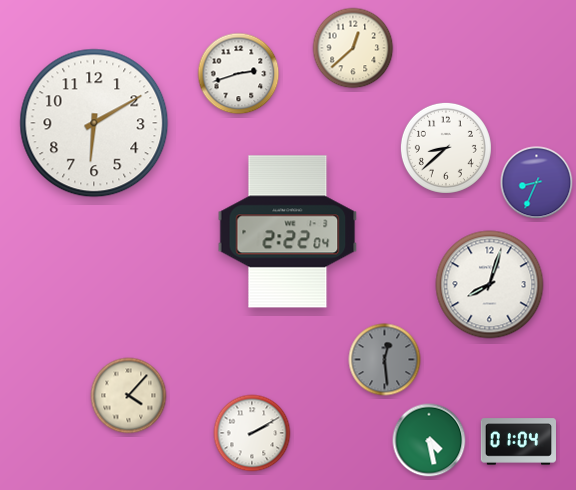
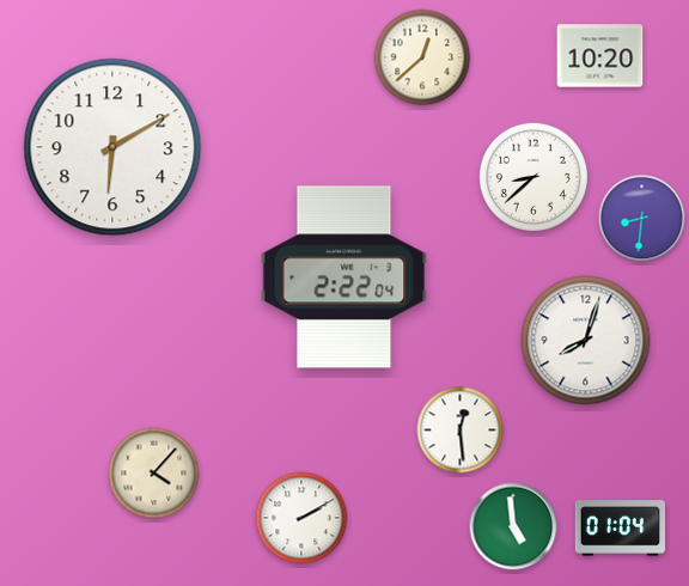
clock at (600, 56): none -> 10:20
clock at (239, 74): 2:42 -> none
clock at (537, 183): 8:34 -> 8:31
clock at (385, 360) dial: grey -> white
clock at (429, 440): 4:28 -> 4:59
